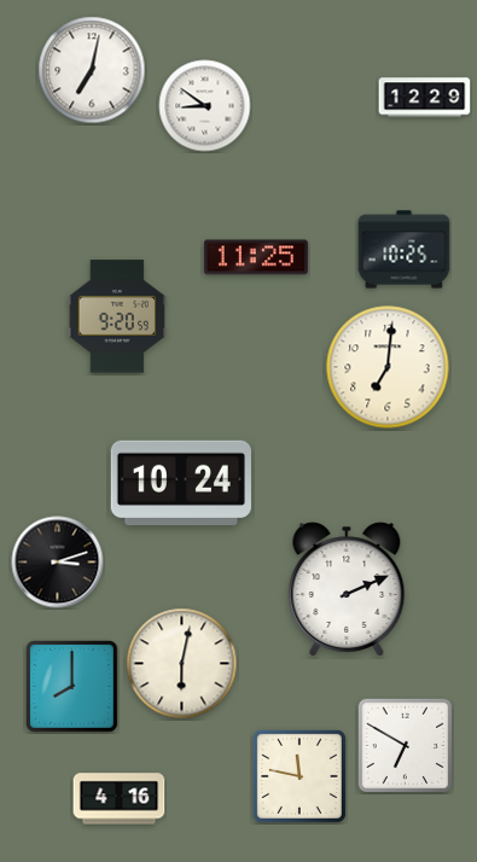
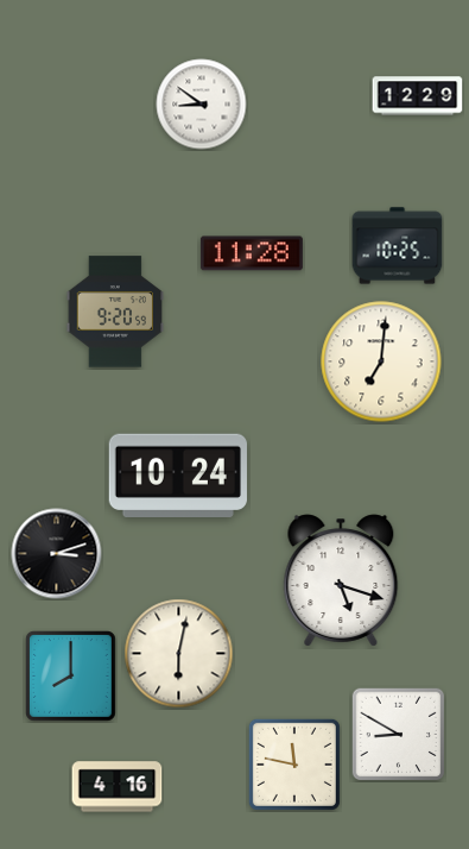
clock at (92, 70): 7:02 -> none
clock at (256, 257): 11:25 -> 11:28
clock at (347, 589): 2:11 -> 5:18
clock at (405, 745): 6:50 -> 8:50
